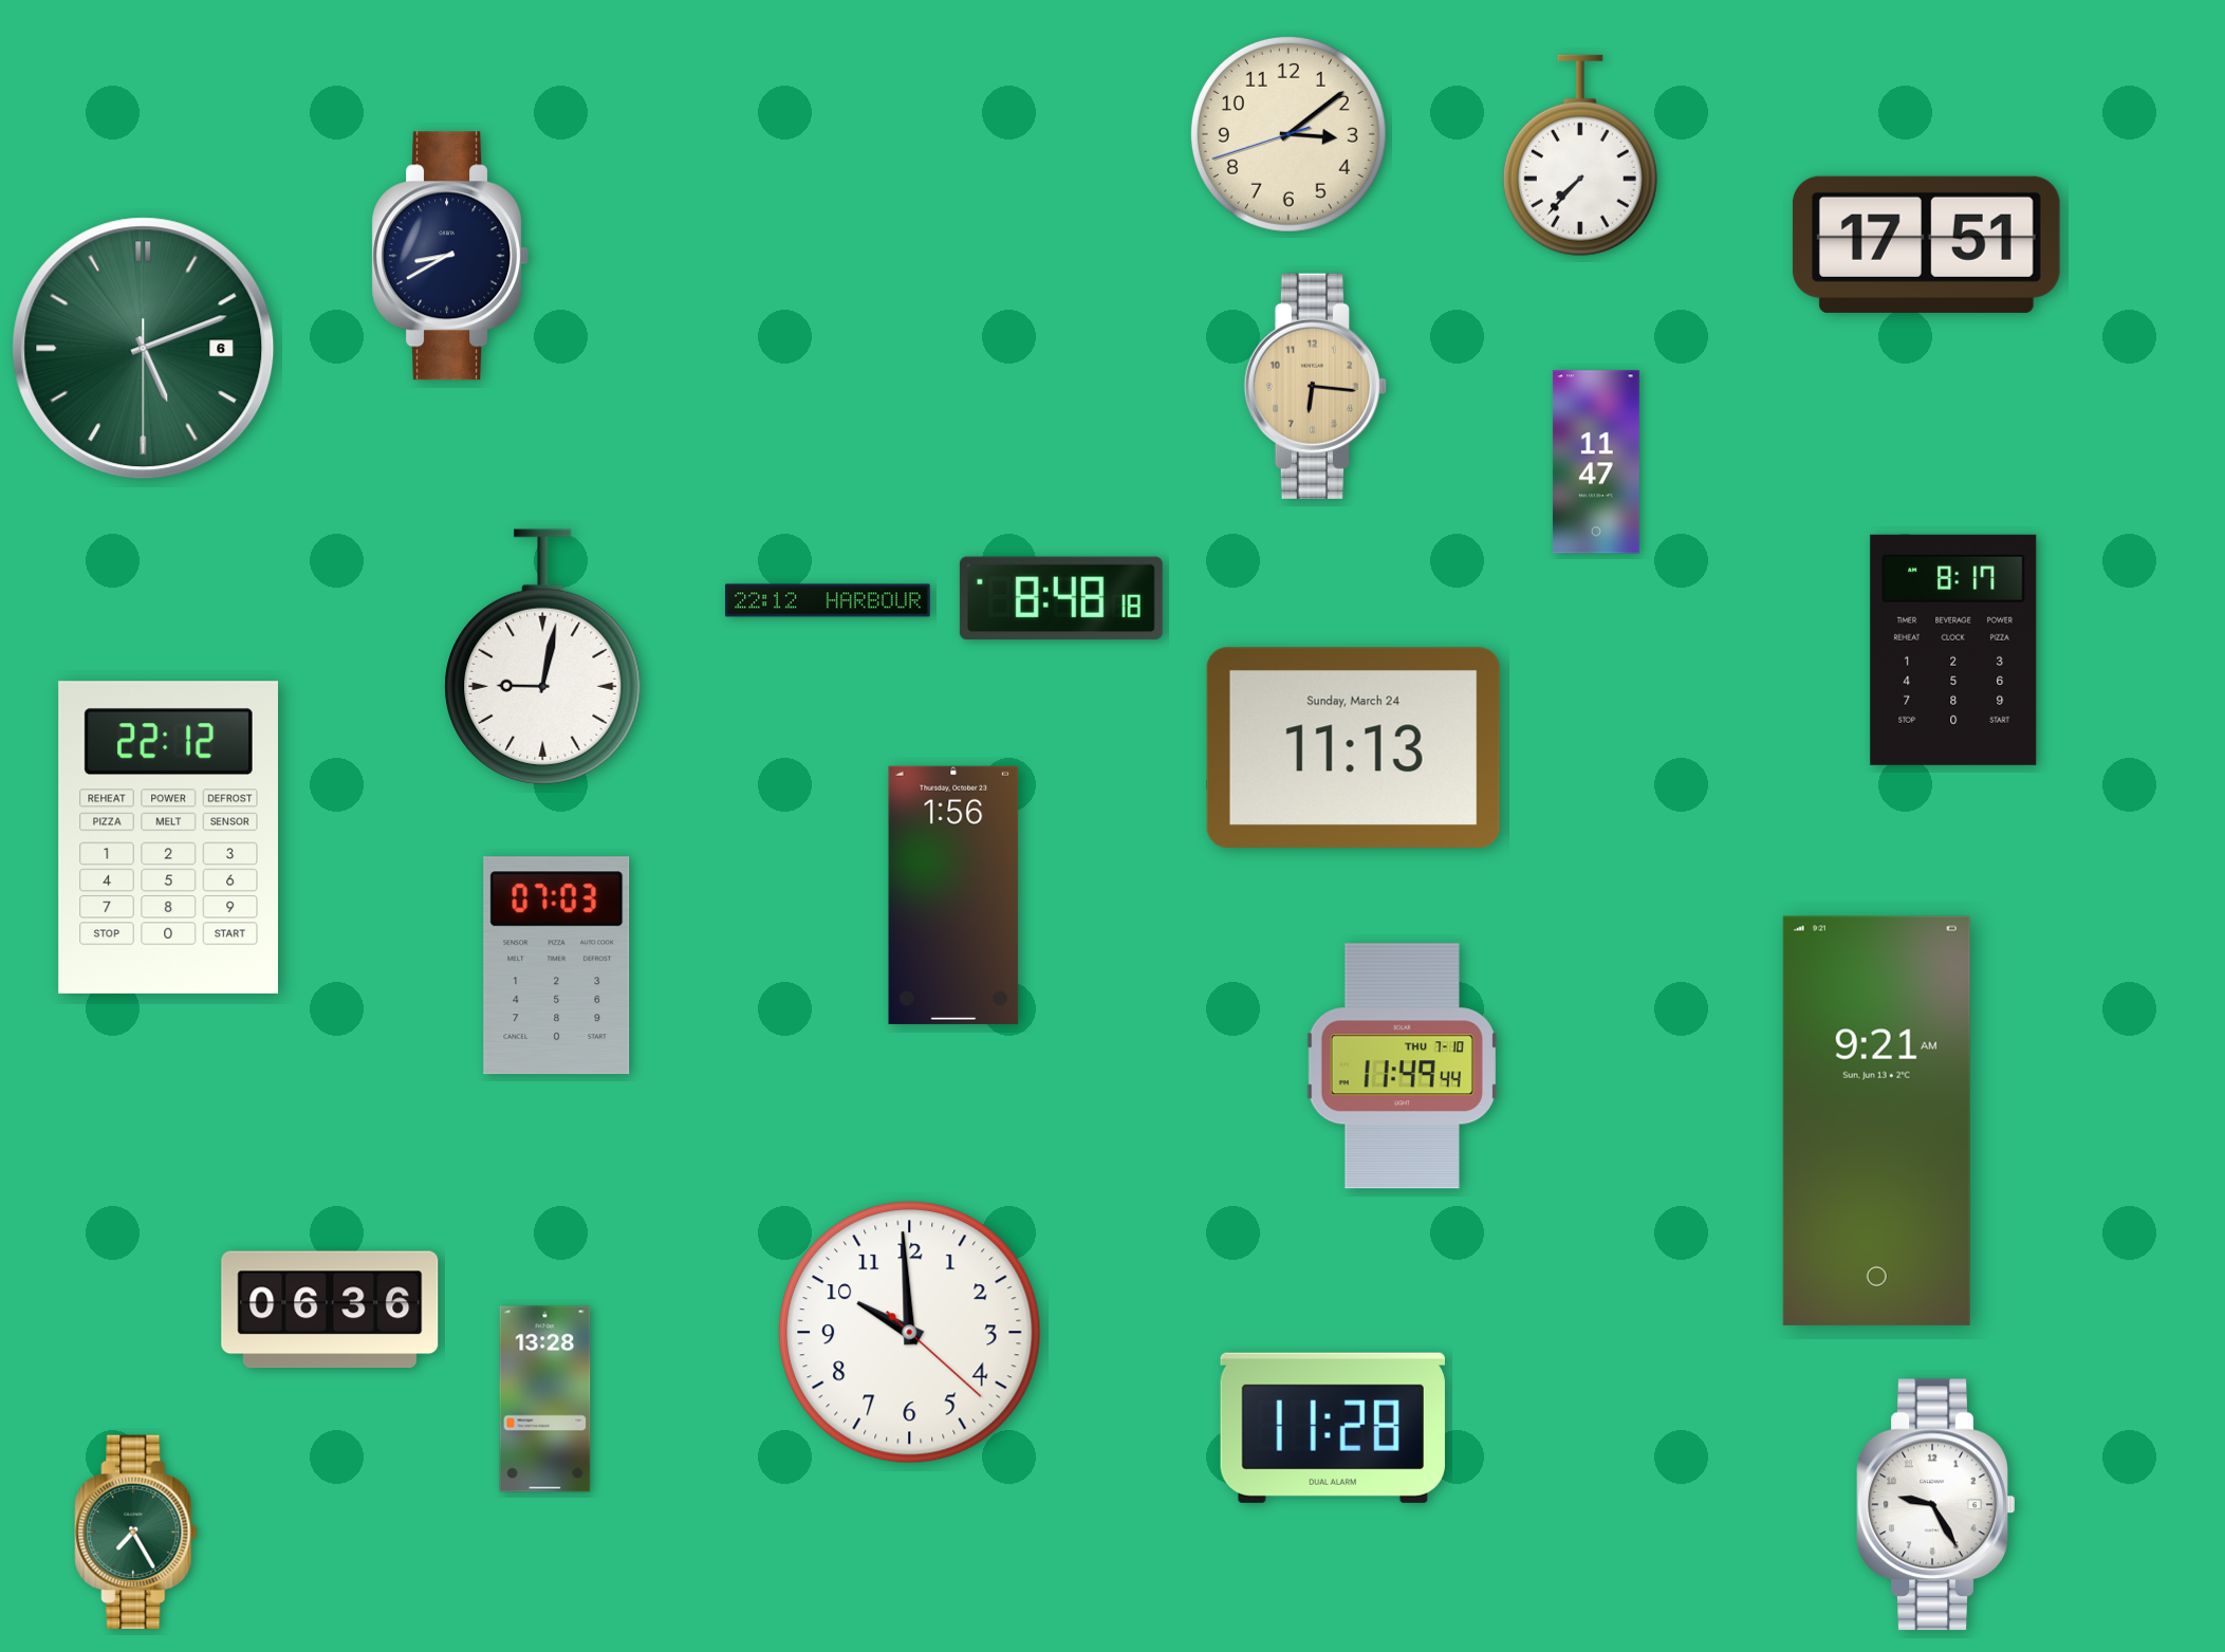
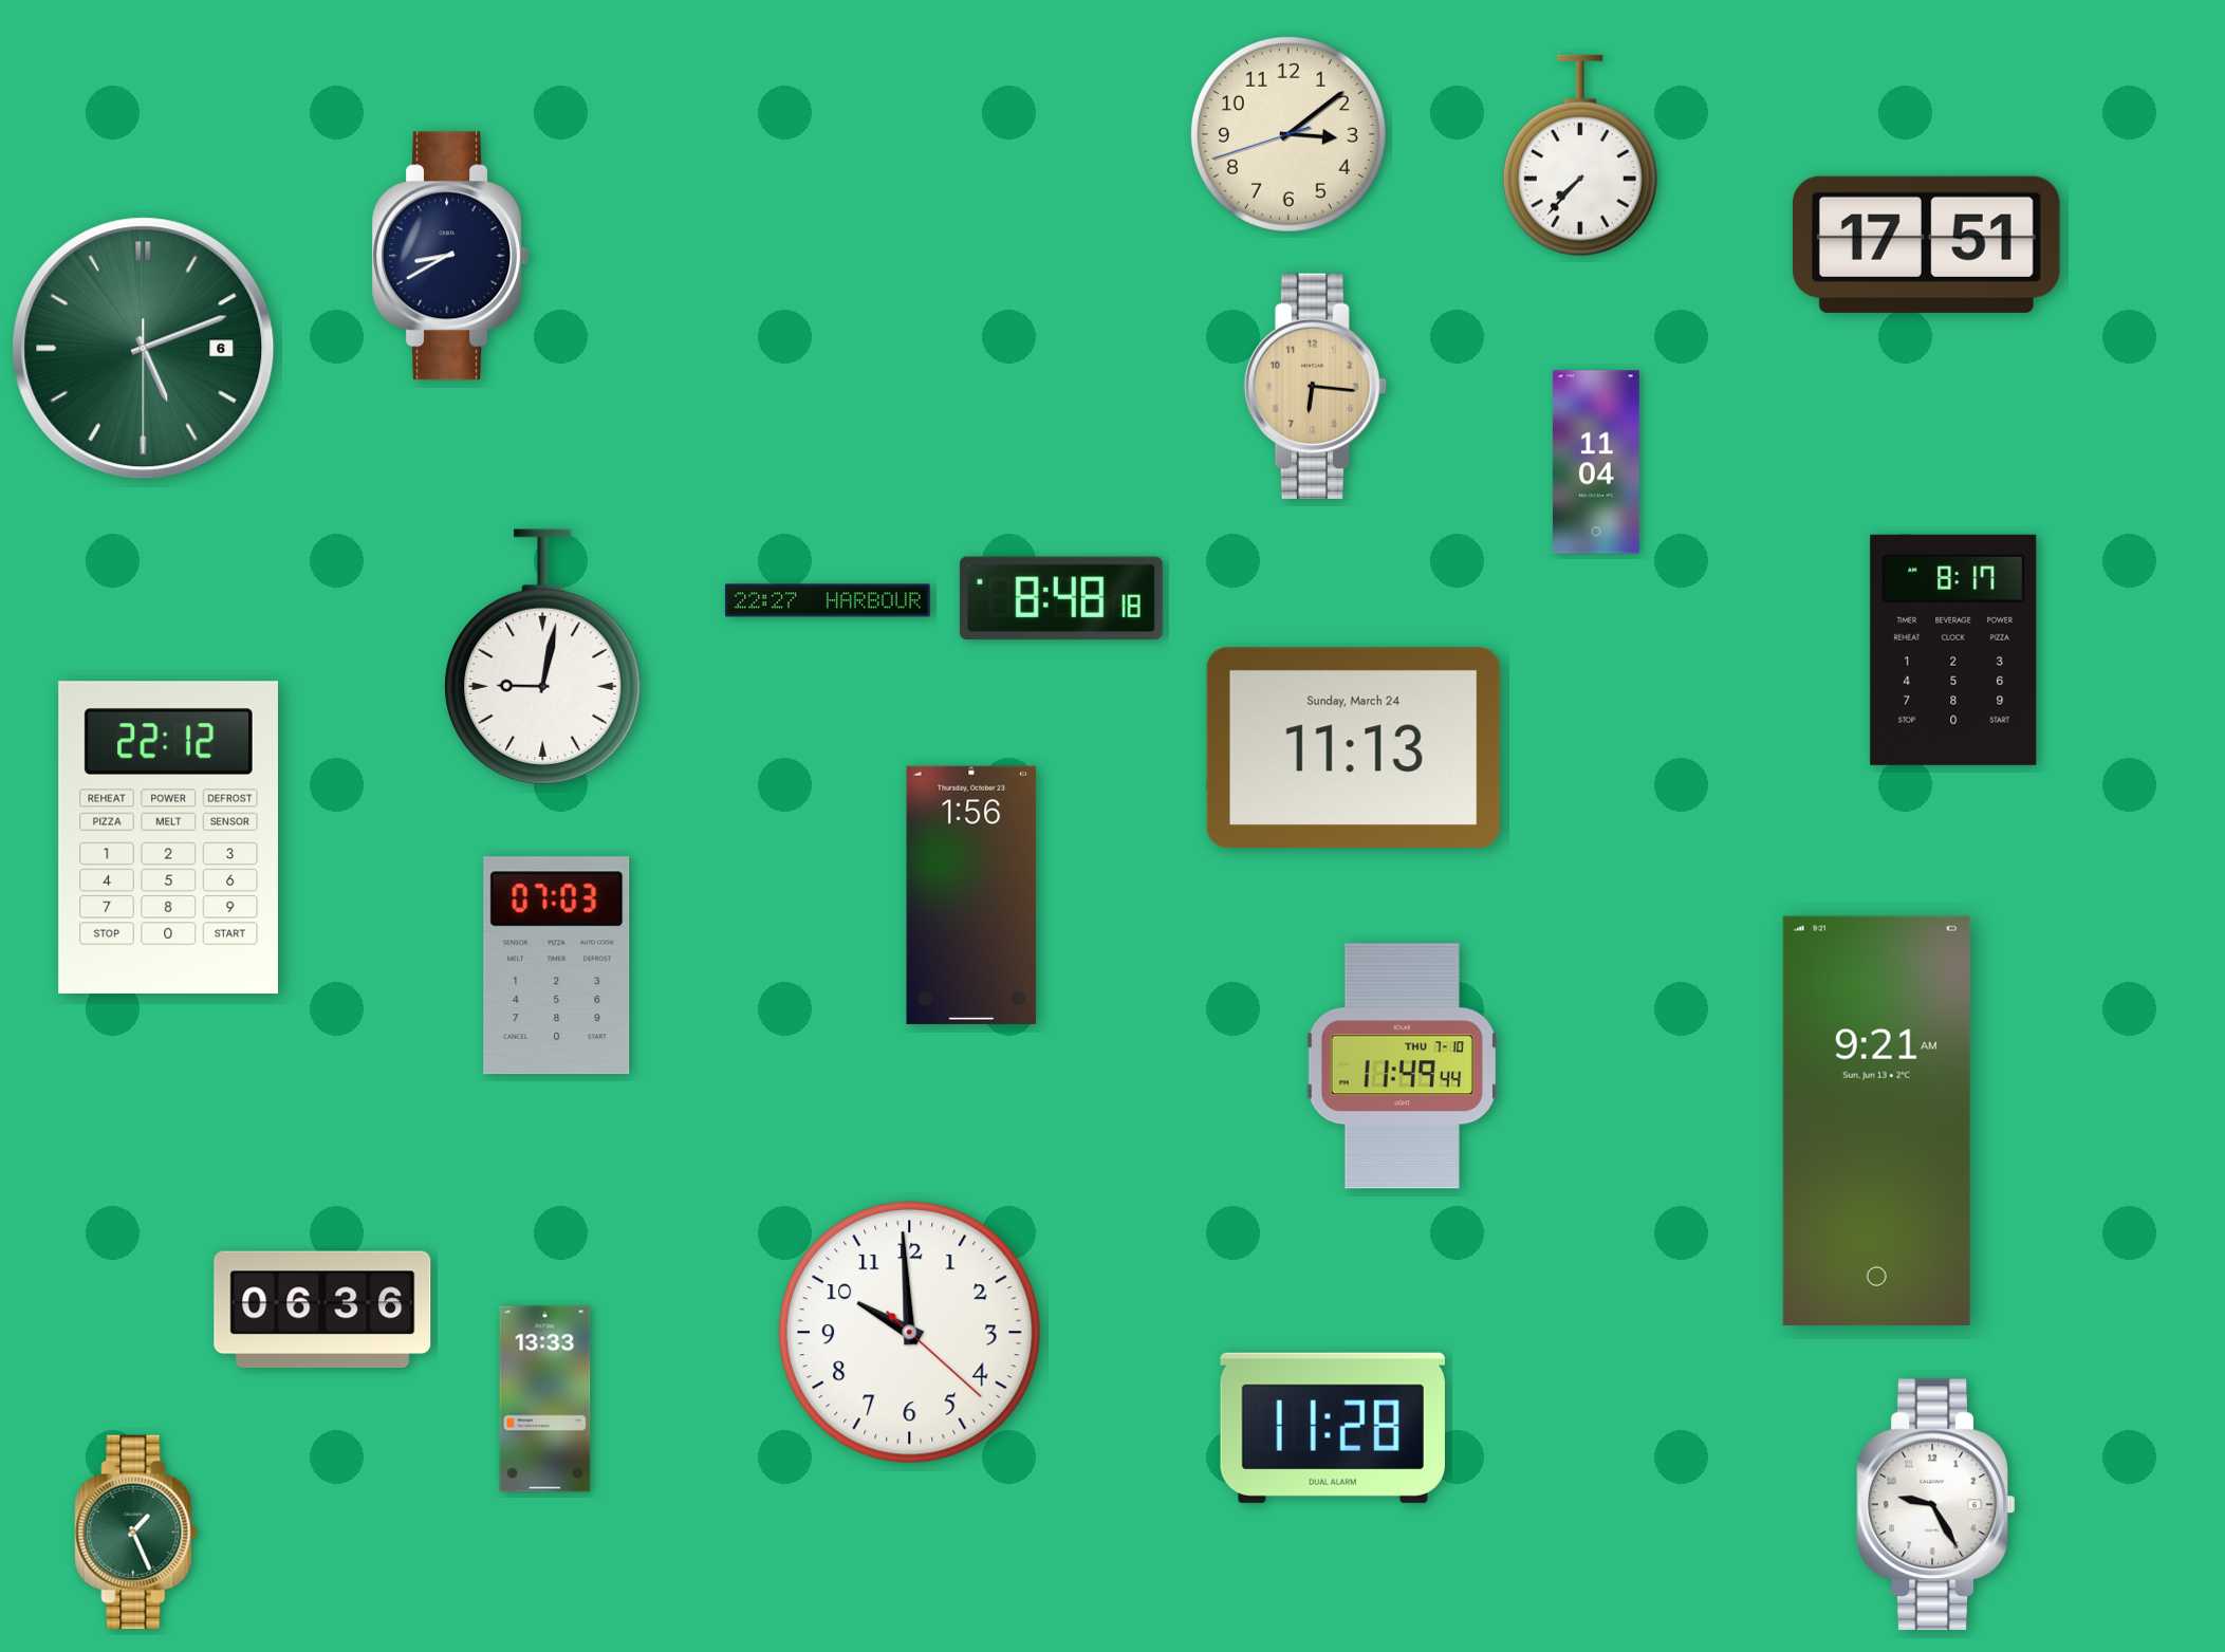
clock at (1596, 462): 11:47 -> 11:04
clock at (828, 600): 22:12 -> 22:27
clock at (953, 895) position: (953, 895) -> (971, 895)
clock at (330, 1310) position: (330, 1310) -> (322, 1310)
clock at (545, 1399): 13:28 -> 13:33
clock at (136, 1533): 7:25 -> 1:26
